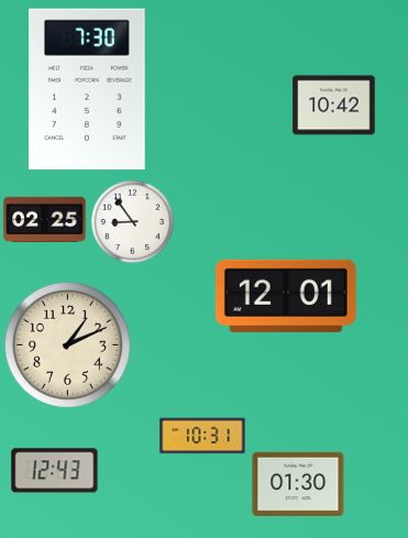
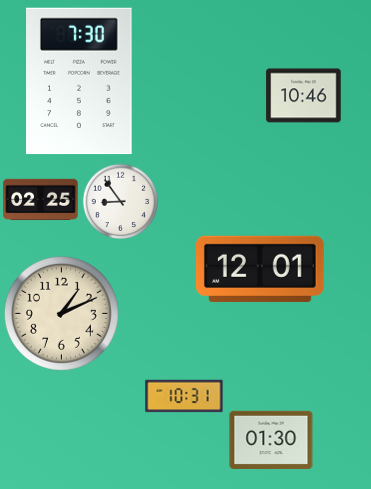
clock at (334, 106): 10:42 -> 10:46
clock at (55, 471): 12:43 -> none
